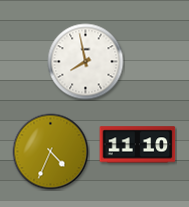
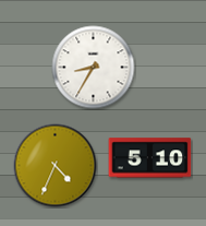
clock at (86, 62): 7:58 -> 8:35
clock at (138, 145): 11:10 -> 5:10
